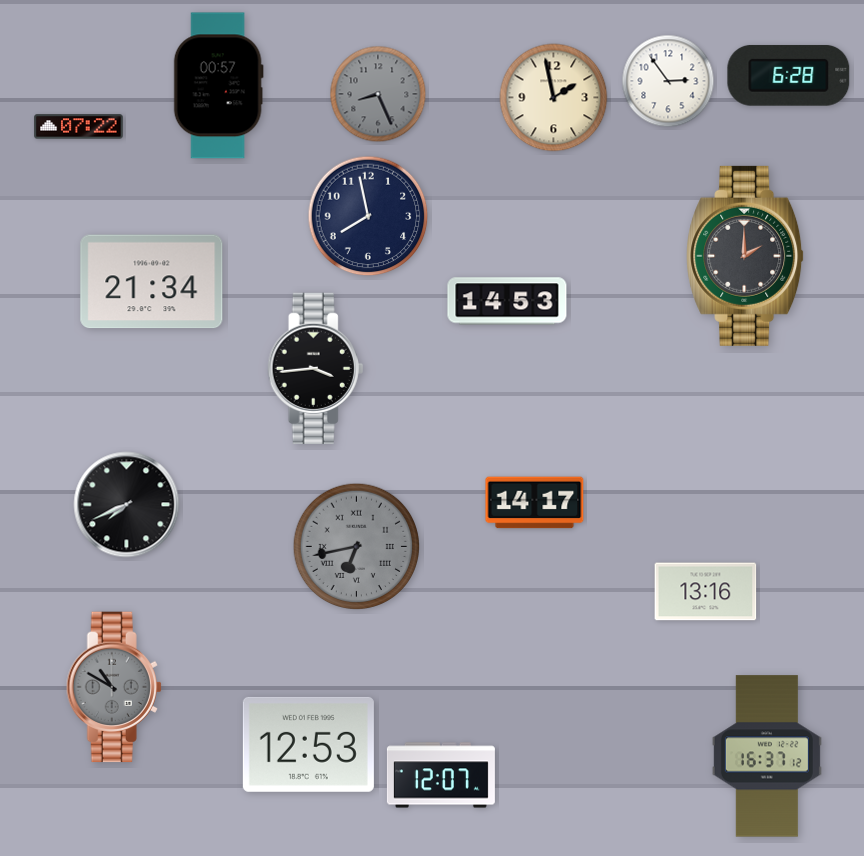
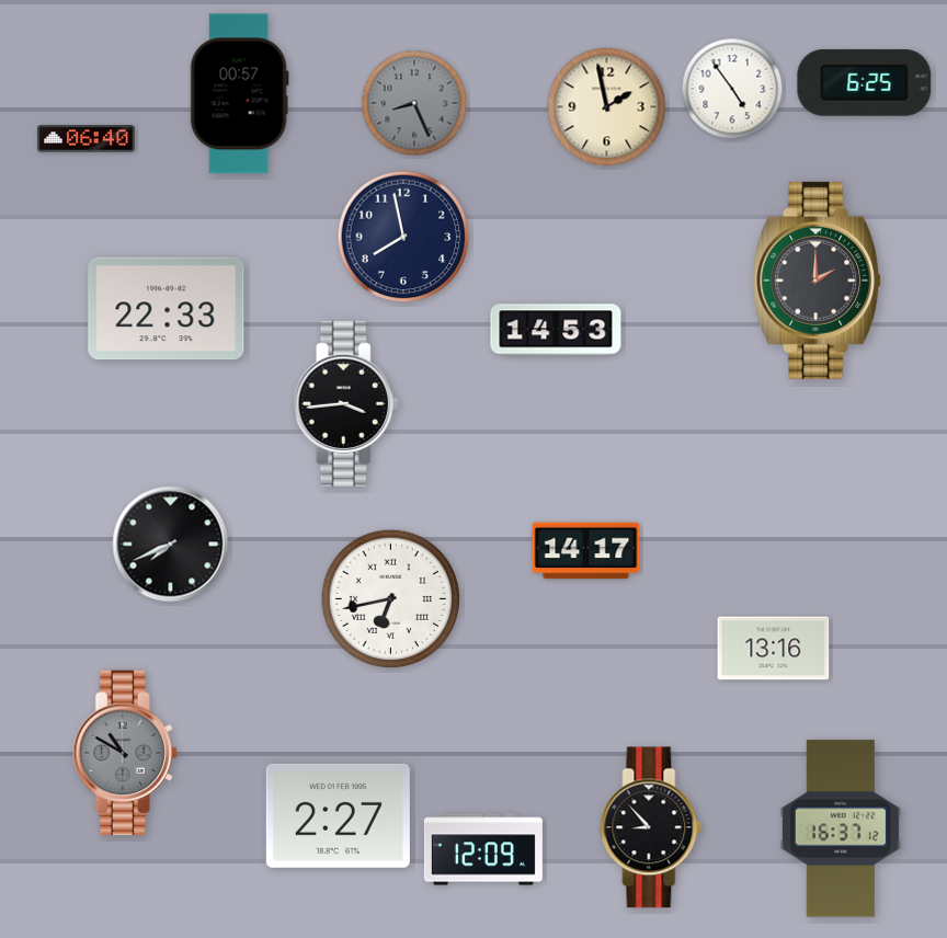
clock at (789, 75): 6:28 -> 6:25
clock at (668, 81): 2:54 -> 4:54
clock at (79, 127): 07:22 -> 06:40
clock at (152, 282): 21:34 -> 22:33
clock at (127, 505) position: (127, 505) -> (171, 545)
clock at (357, 547) dial: grey -> white
clock at (308, 744): 12:53 -> 2:27
clock at (651, 827): none -> 8:53
clock at (441, 775): 12:07 -> 12:09
